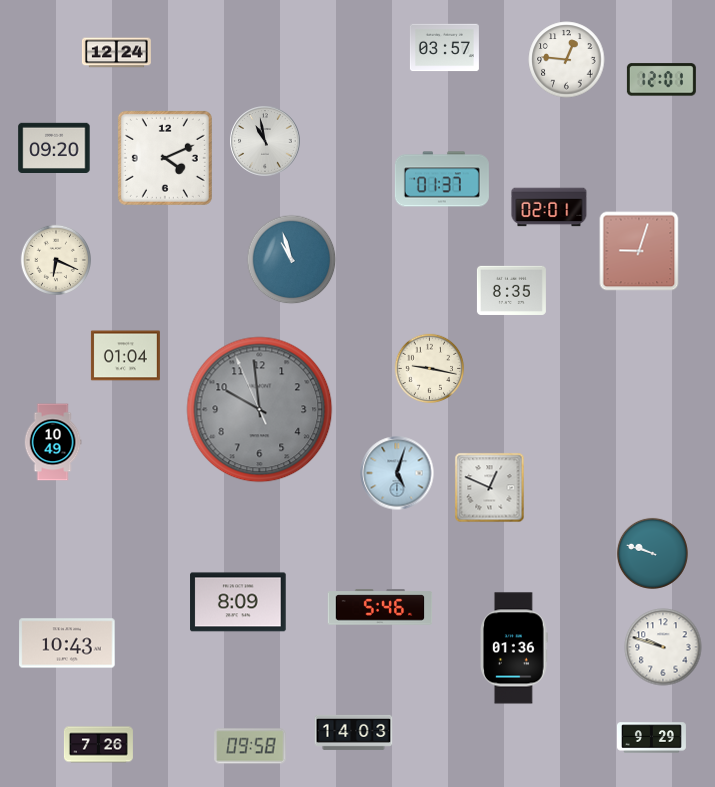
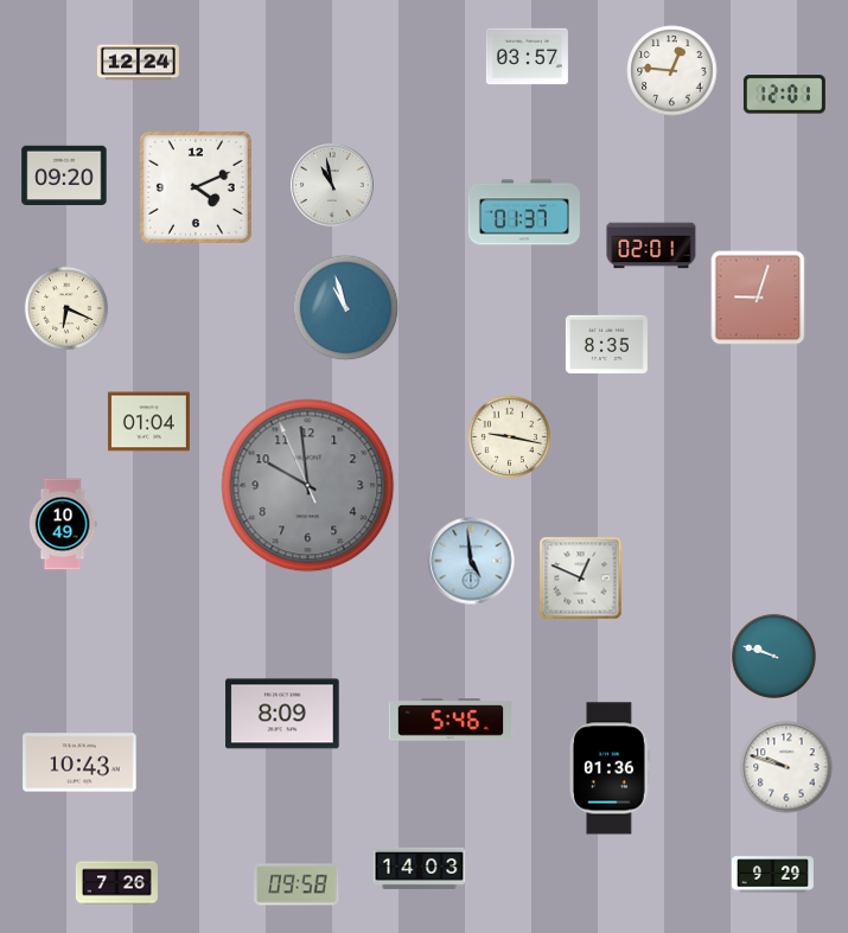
clock at (265, 141) position: (265, 141) -> (332, 185)
clock at (397, 473): 5:03 -> 4:59
